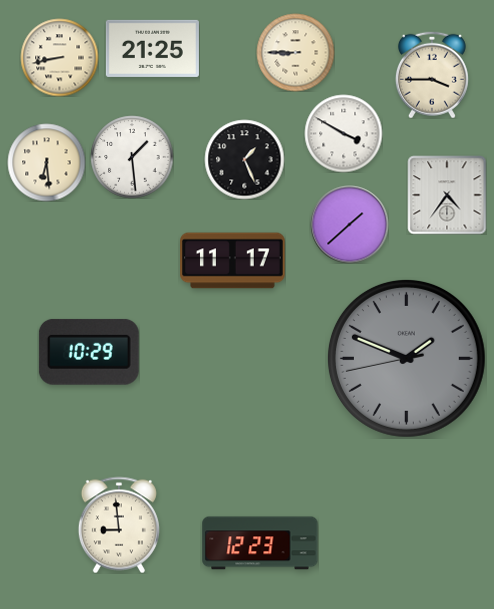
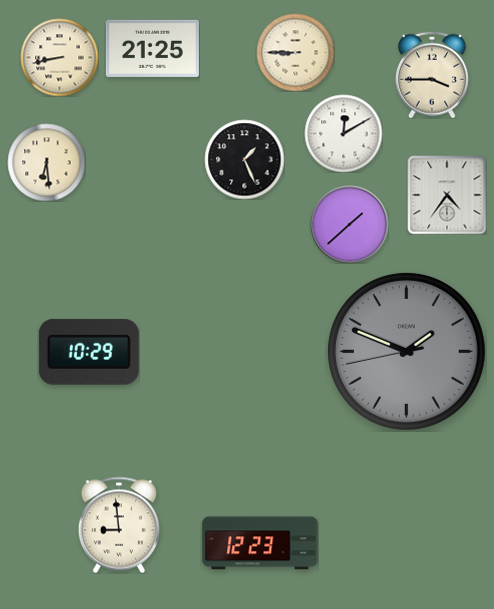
clock at (343, 133): 3:50 -> 12:10
clock at (132, 157): 1:29 -> none
clock at (233, 261): 11:17 -> none
clock at (406, 358) position: (406, 358) -> (406, 351)
